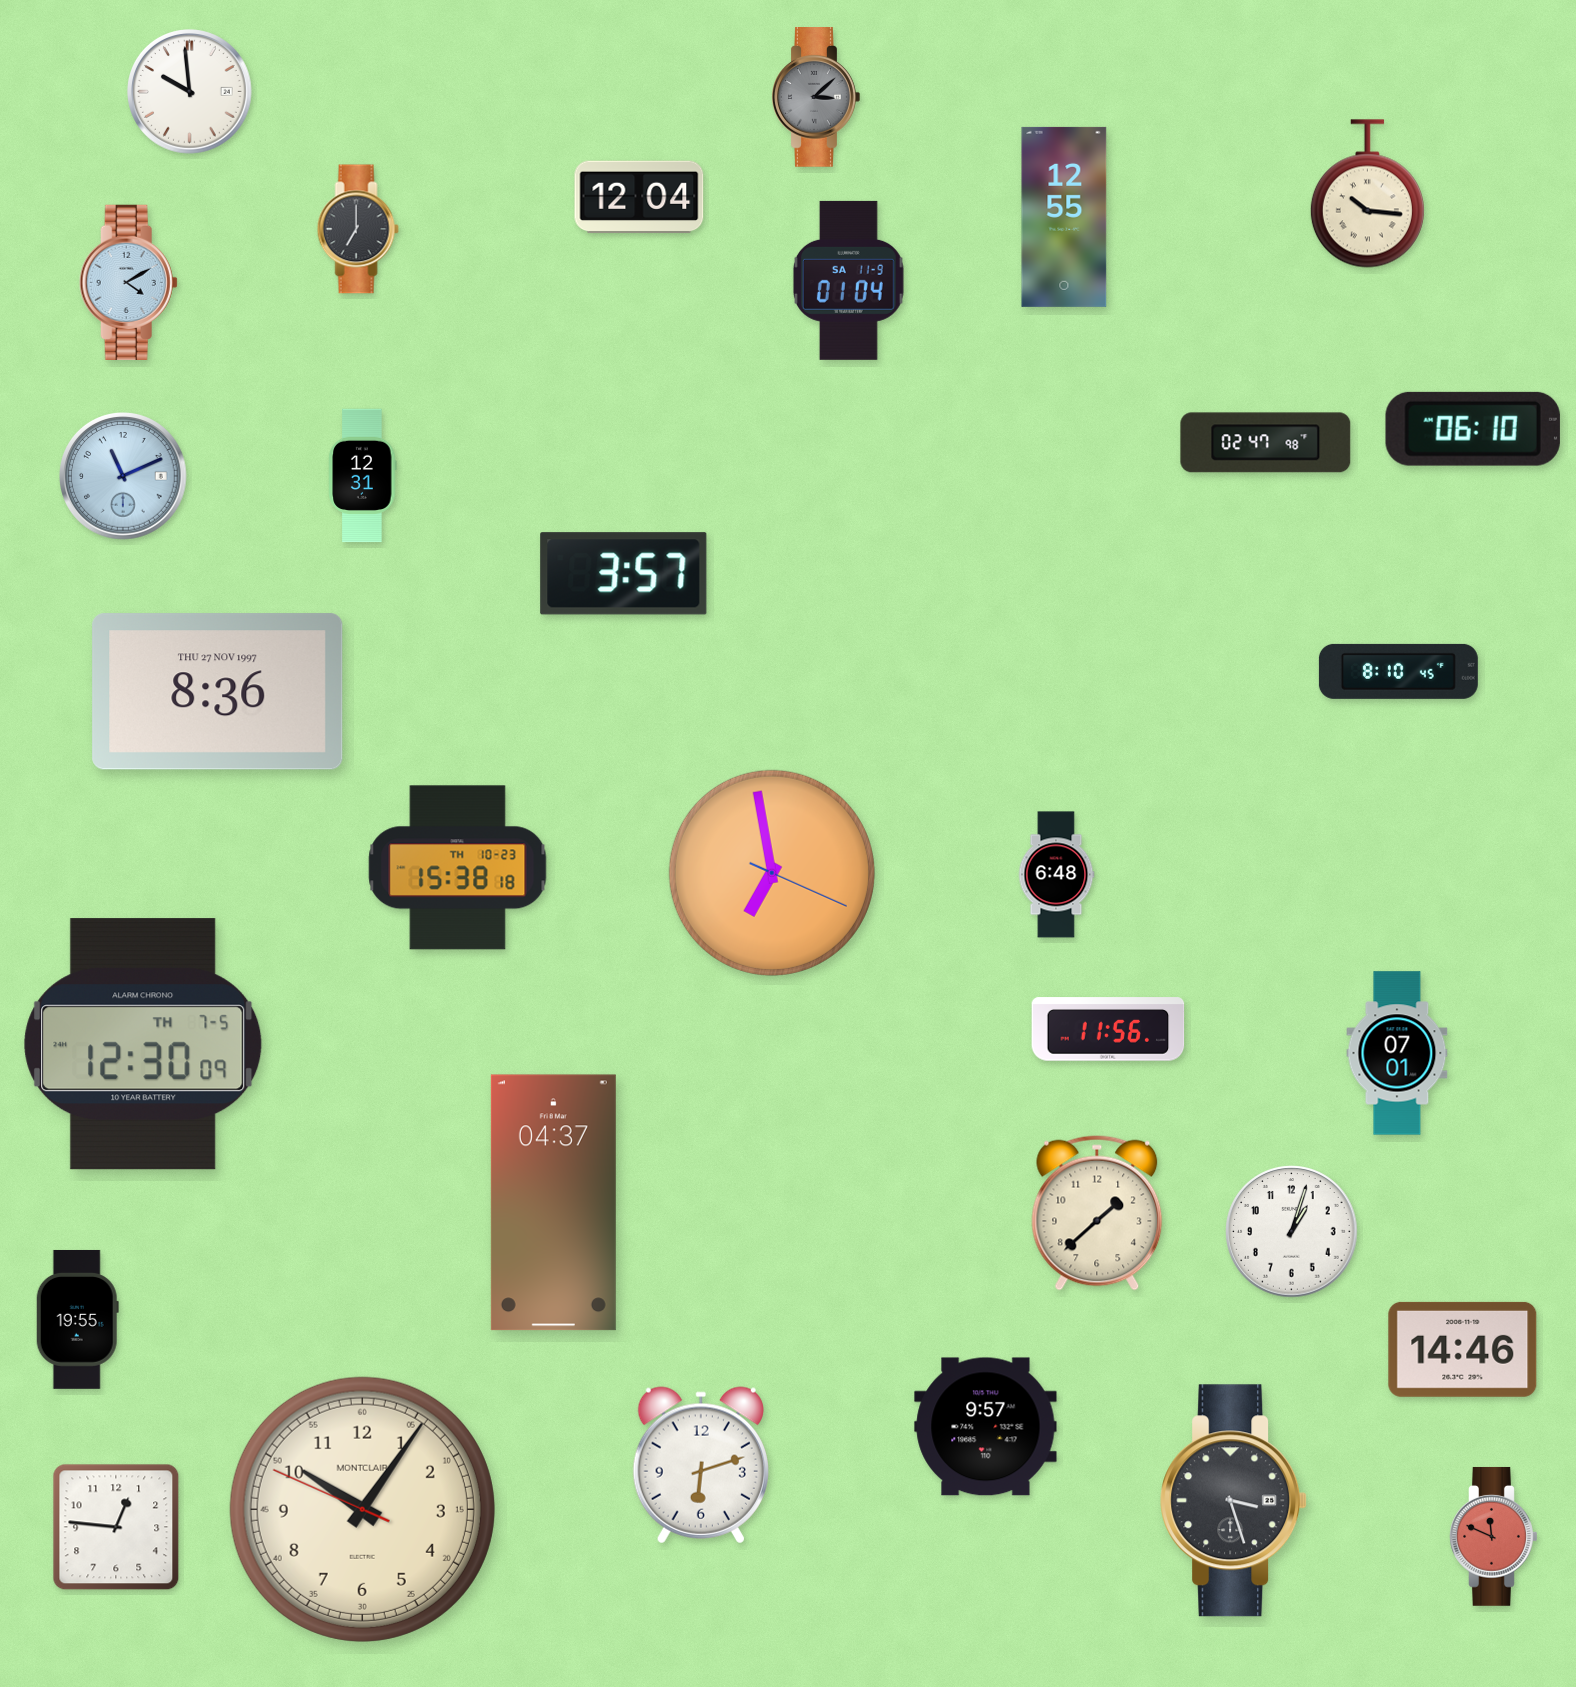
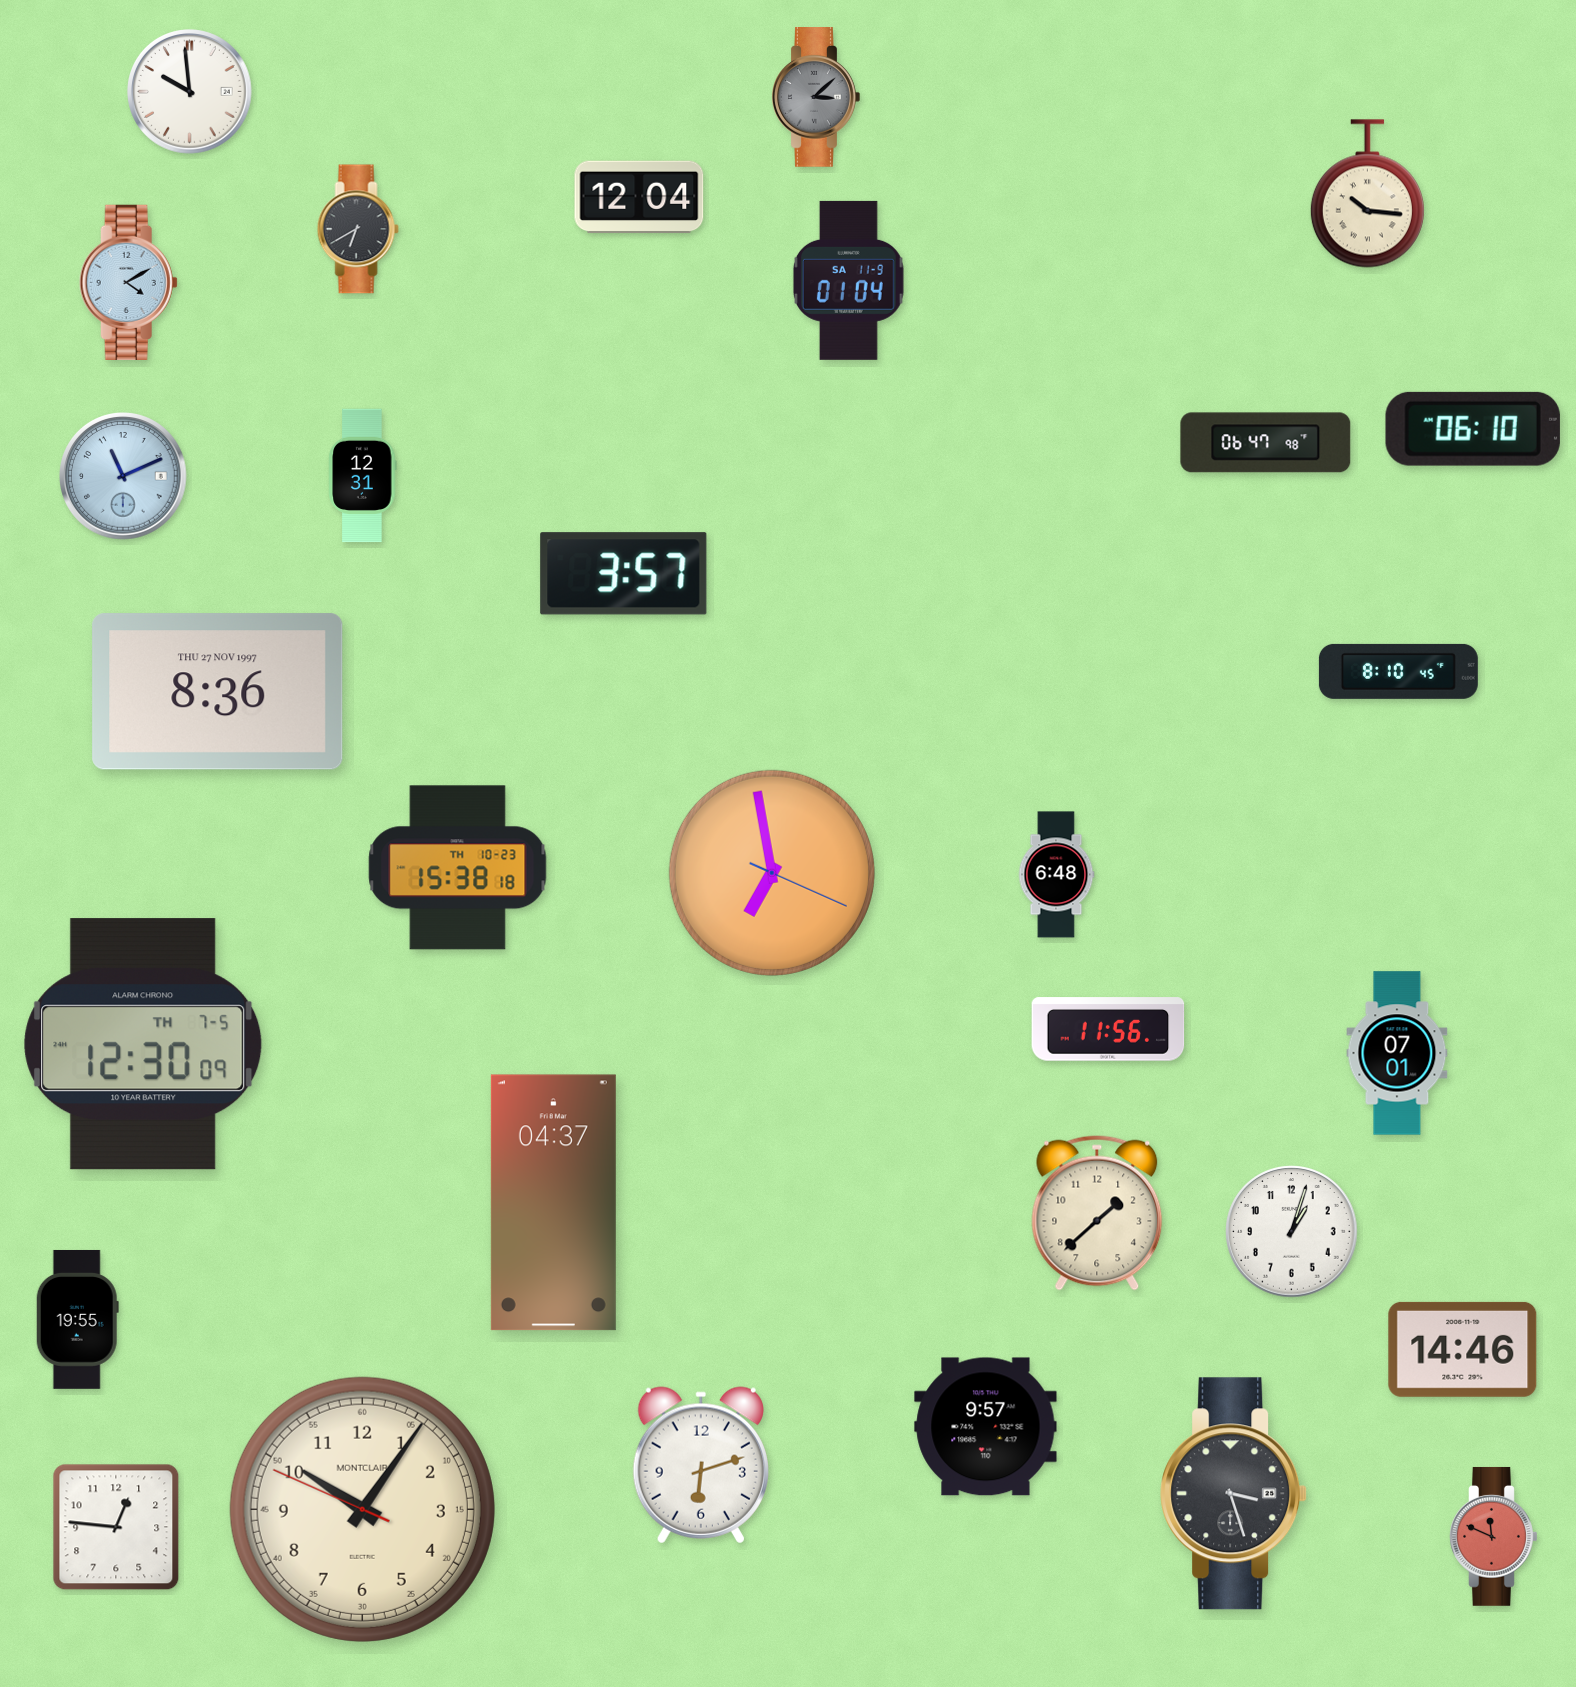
clock at (1064, 217): 12:55 -> none
clock at (358, 229): 7:00 -> 6:40
clock at (1266, 443): 02:47 -> 06:47
clock at (1234, 1501) position: (1234, 1501) -> (1234, 1494)
